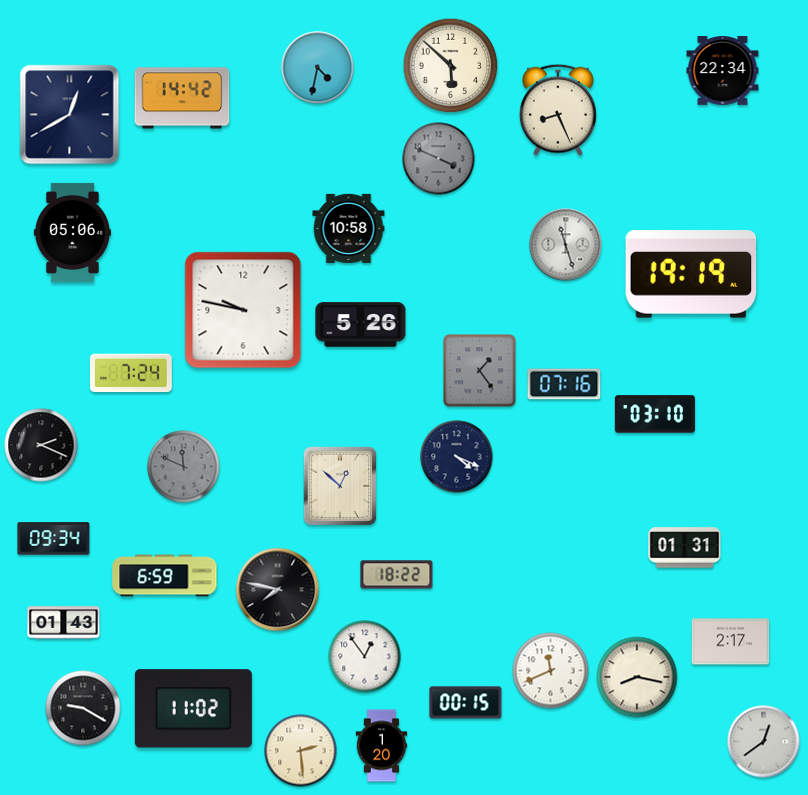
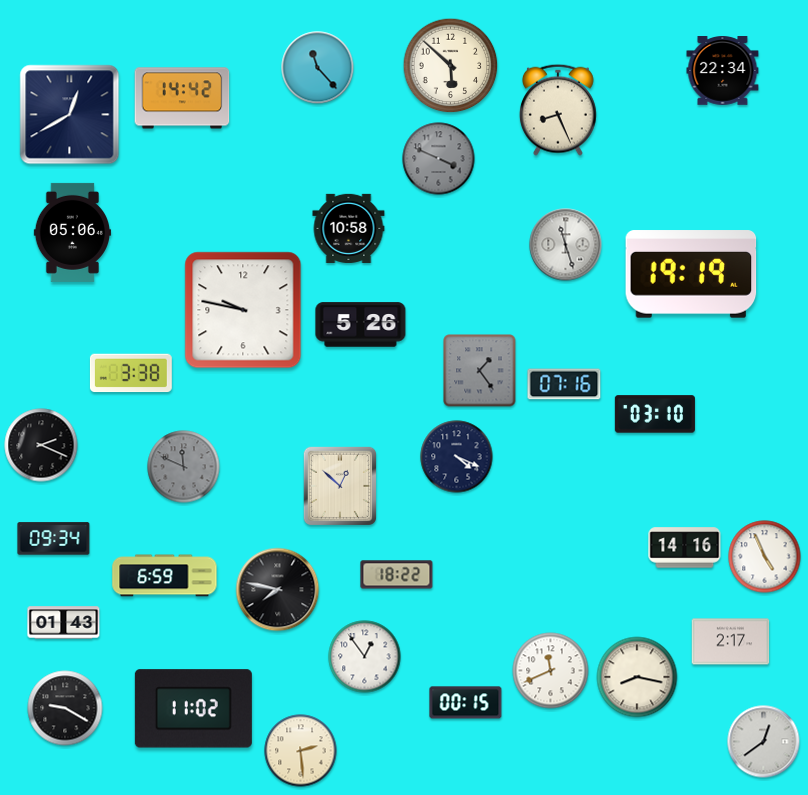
clock at (318, 68): 4:32 -> 11:23
clock at (131, 373): 7:24 -> 3:38
clock at (685, 548): 01:31 -> 14:16
clock at (765, 557): none -> 4:56
clock at (83, 708) position: (83, 708) -> (65, 708)
clock at (382, 746): 1:20 -> none
